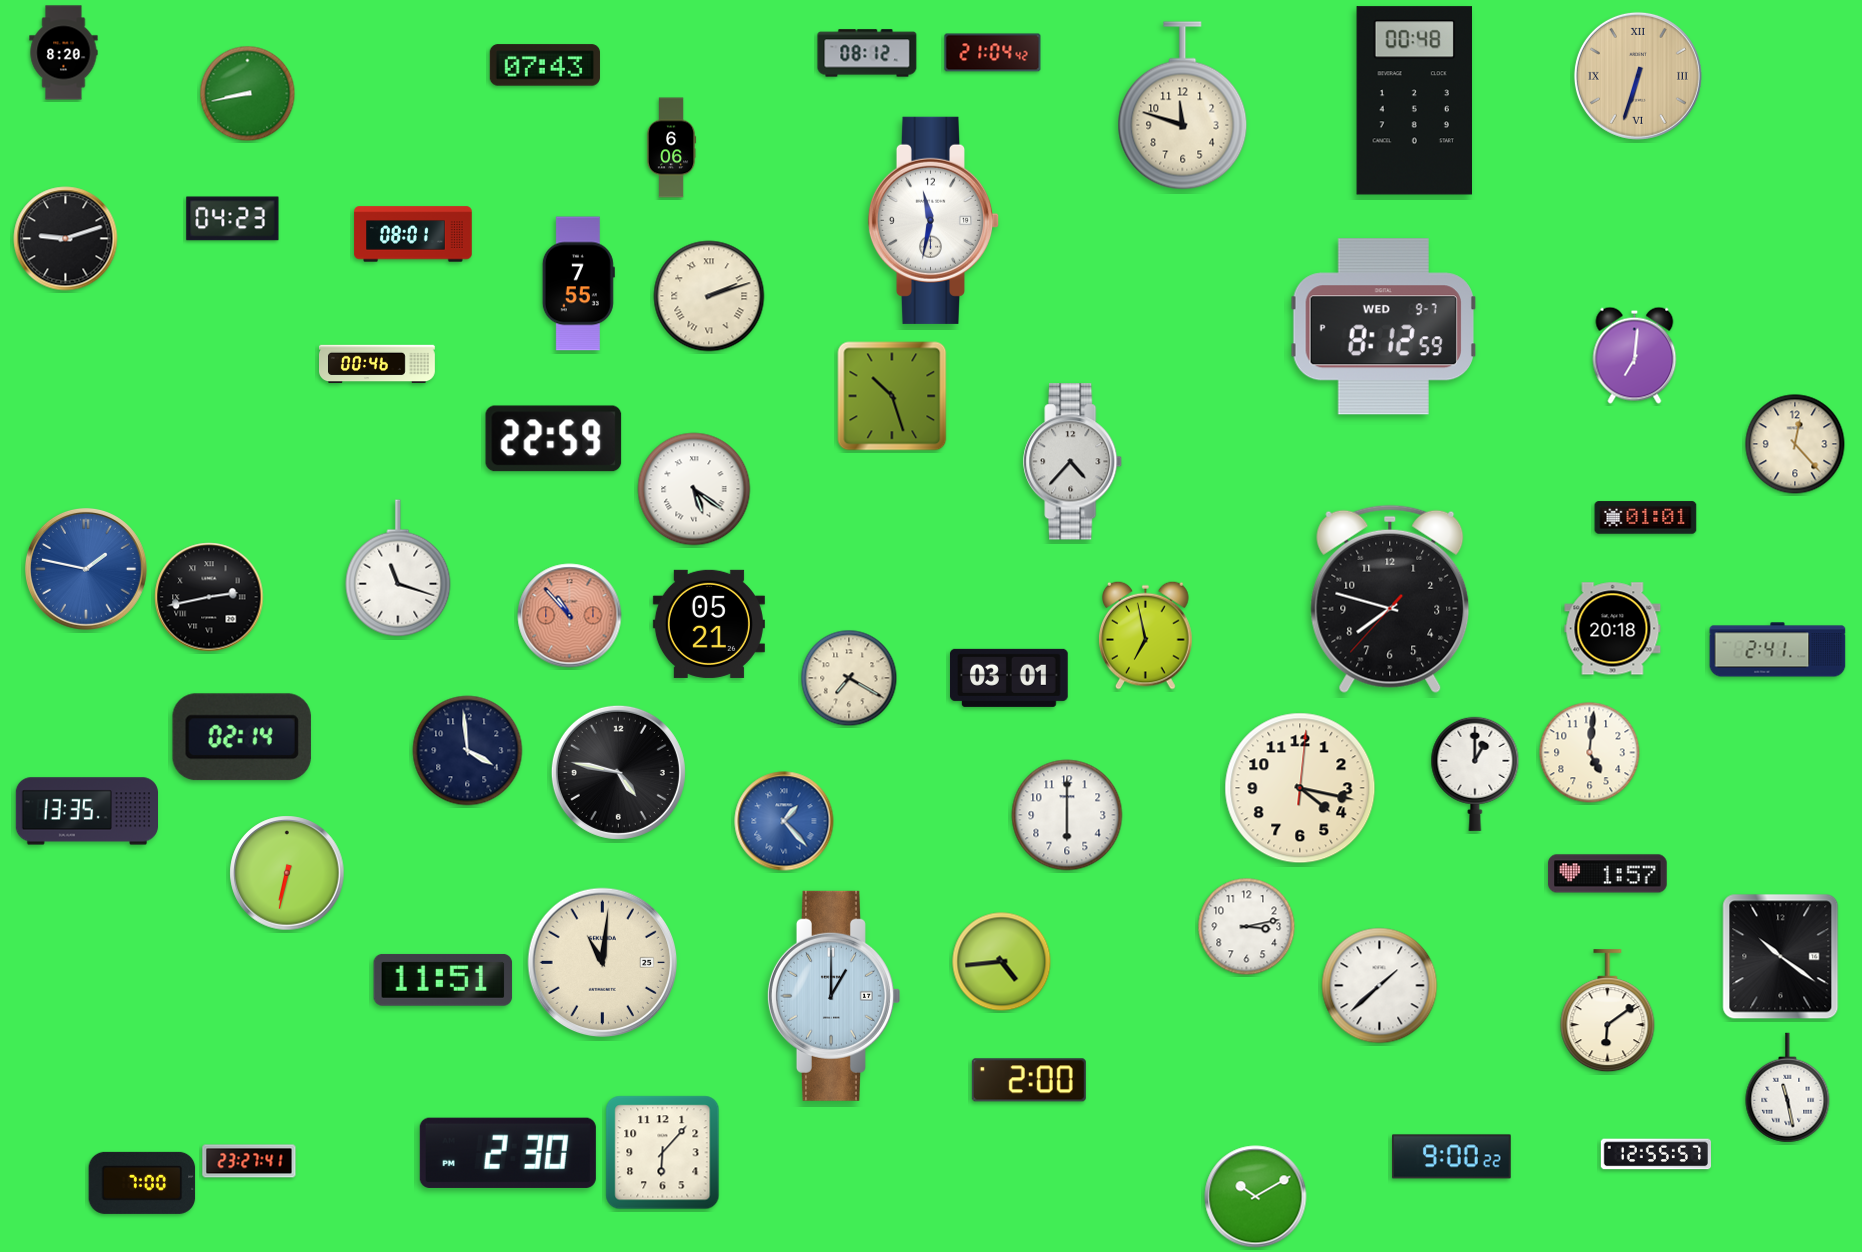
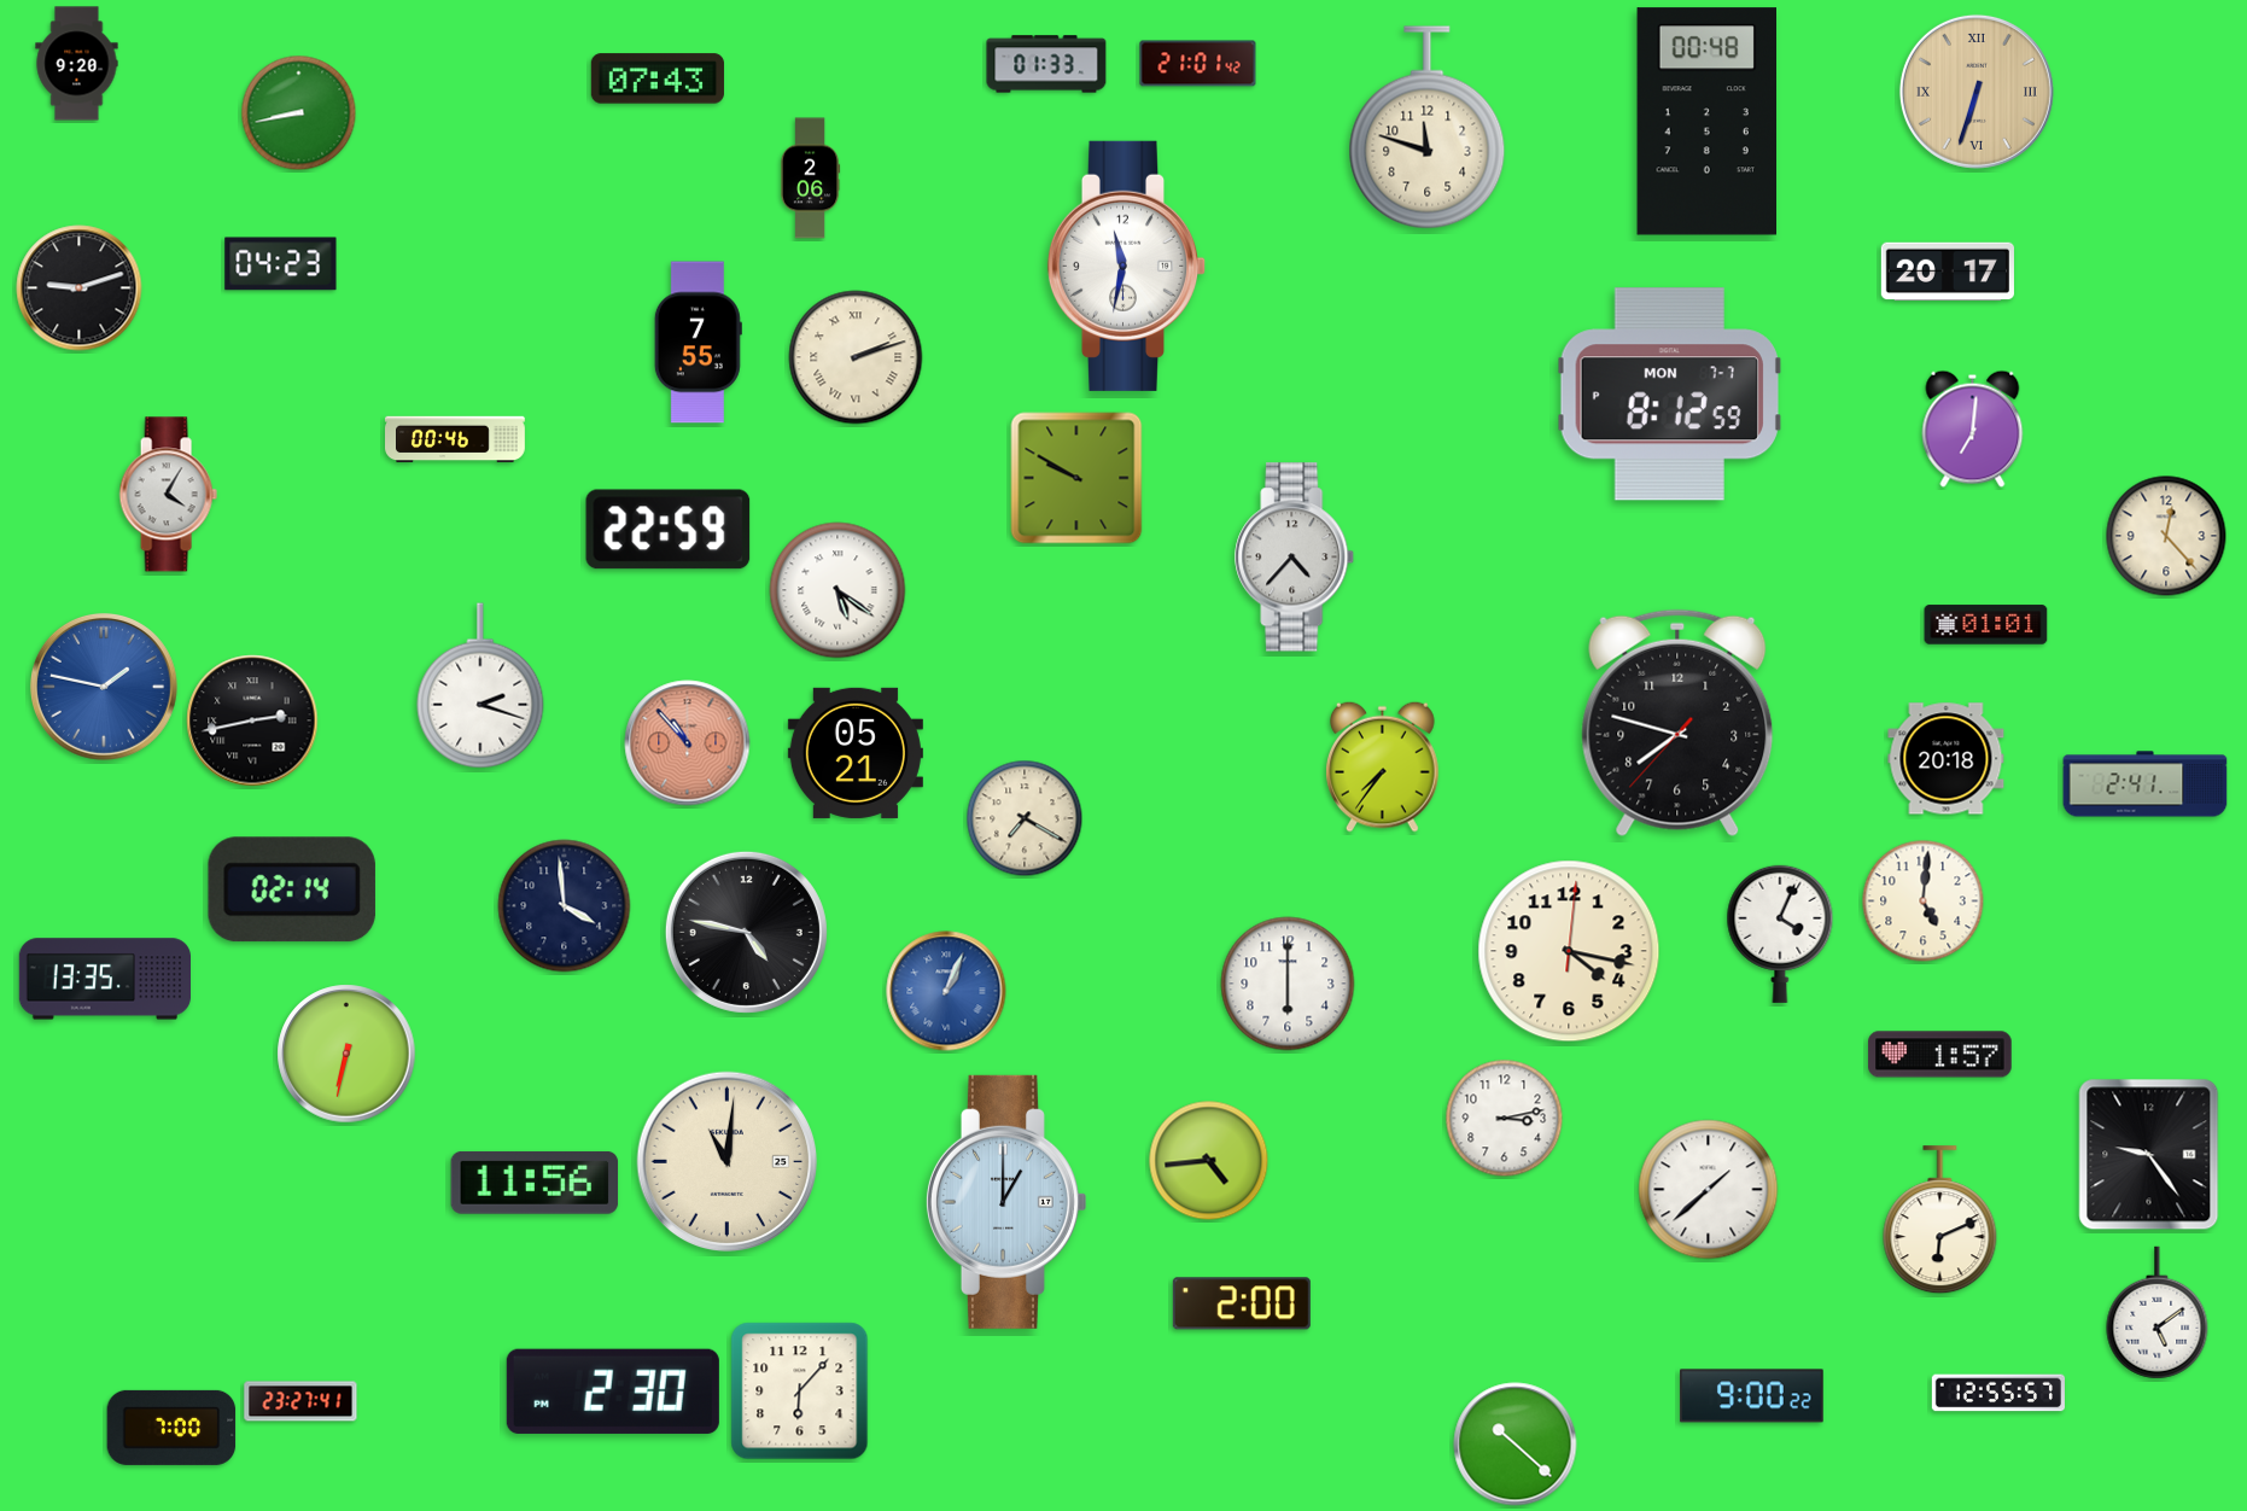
clock at (64, 53): 8:20 -> 9:20
clock at (867, 53): 08:12 -> 01:33
clock at (993, 53): 21:04 -> 21:01
clock at (671, 148): 6:06 -> 2:06
clock at (1948, 272): none -> 20:17
clock at (413, 234): 08:01 -> none
clock at (1383, 327) date: WED 9-7 -> MON 7-7
clock at (892, 396): 10:27 -> 9:50
clock at (168, 495): none -> 4:05
clock at (398, 568): 11:18 -> 2:18
clock at (1146, 635): 6:58 -> 7:36
clock at (1010, 678): 03:01 -> none
clock at (1590, 753) position: (1590, 753) -> (1924, 902)
clock at (1475, 774): 1:00 -> 4:04
clock at (784, 821): 1:23 -> 1:04
clock at (1781, 957): 10:21 -> 9:24
clock at (443, 980): 11:51 -> 11:56
clock at (1380, 986) position: (1380, 986) -> (1709, 1190)
clock at (1608, 1011): 6:09 -> 6:11
clock at (1788, 1088): 11:28 -> 5:09
clock at (1256, 1197): 10:10 -> 10:22
